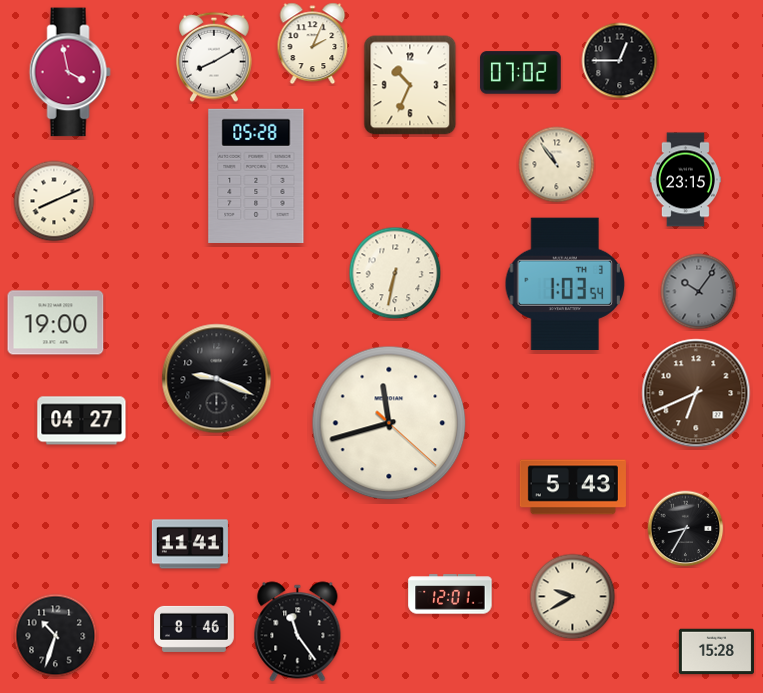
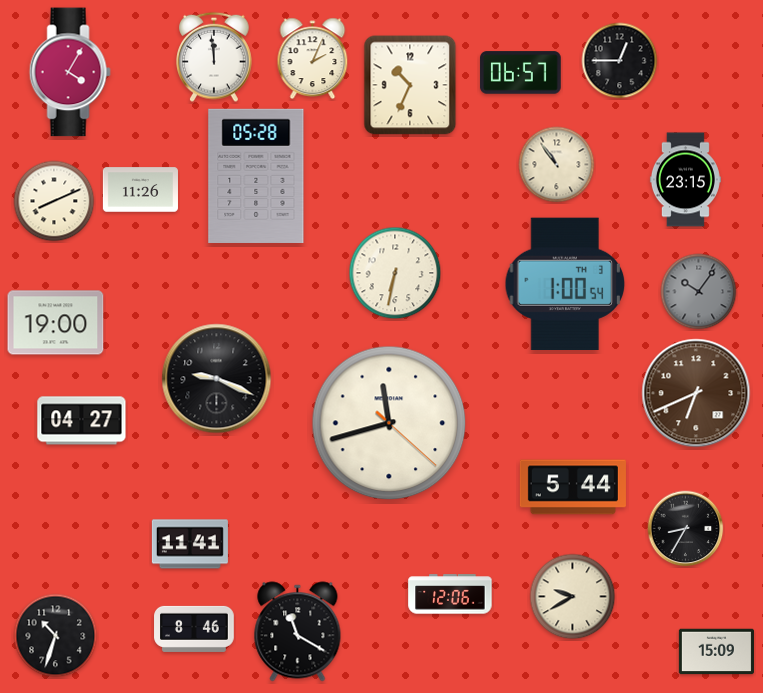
clock at (313, 44) position: (313, 44) -> (313, 59)
clock at (214, 57): 8:10 -> 11:59
clock at (70, 72): 3:58 -> 4:05
clock at (521, 73): 07:02 -> 06:57
clock at (140, 190): none -> 11:26
clock at (565, 283): 1:03 -> 1:00
clock at (573, 487): 5:43 -> 5:44
clock at (450, 594): 12:01 -> 12:06
clock at (298, 632): 11:24 -> 11:20
clock at (716, 652): 15:28 -> 15:09
